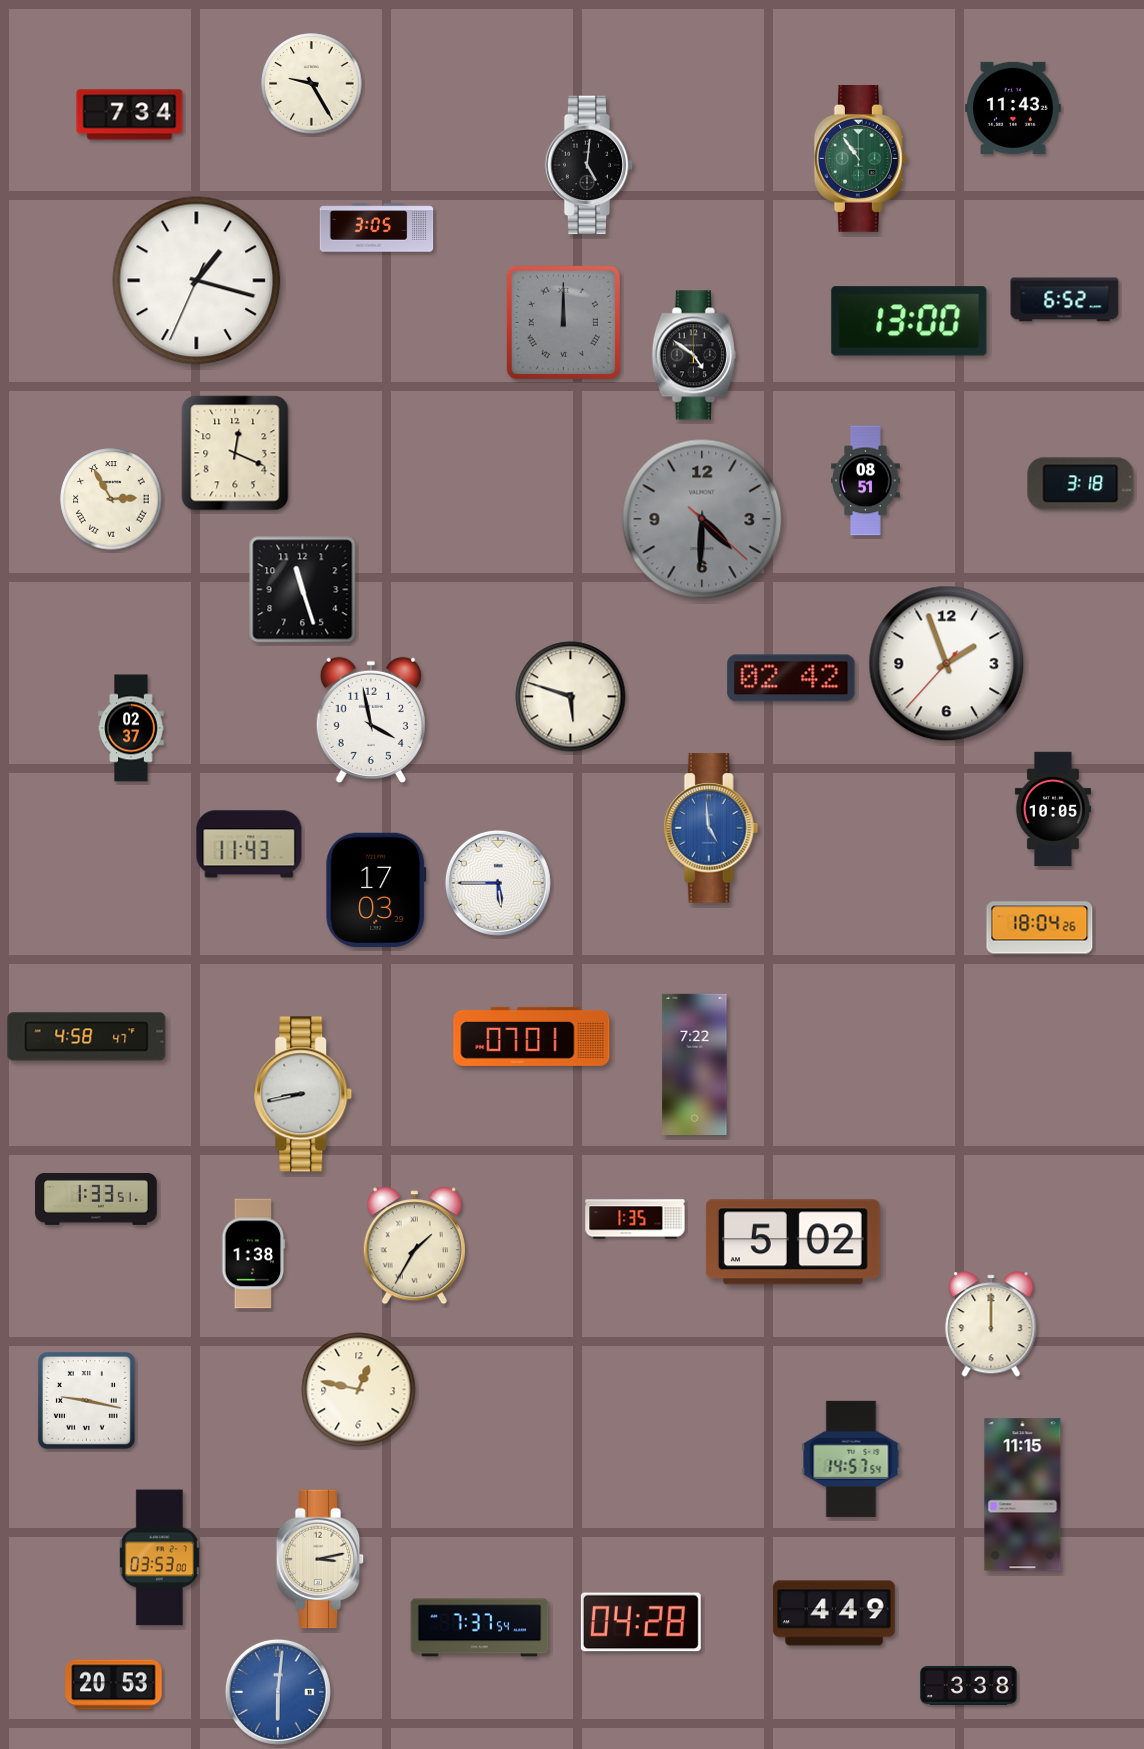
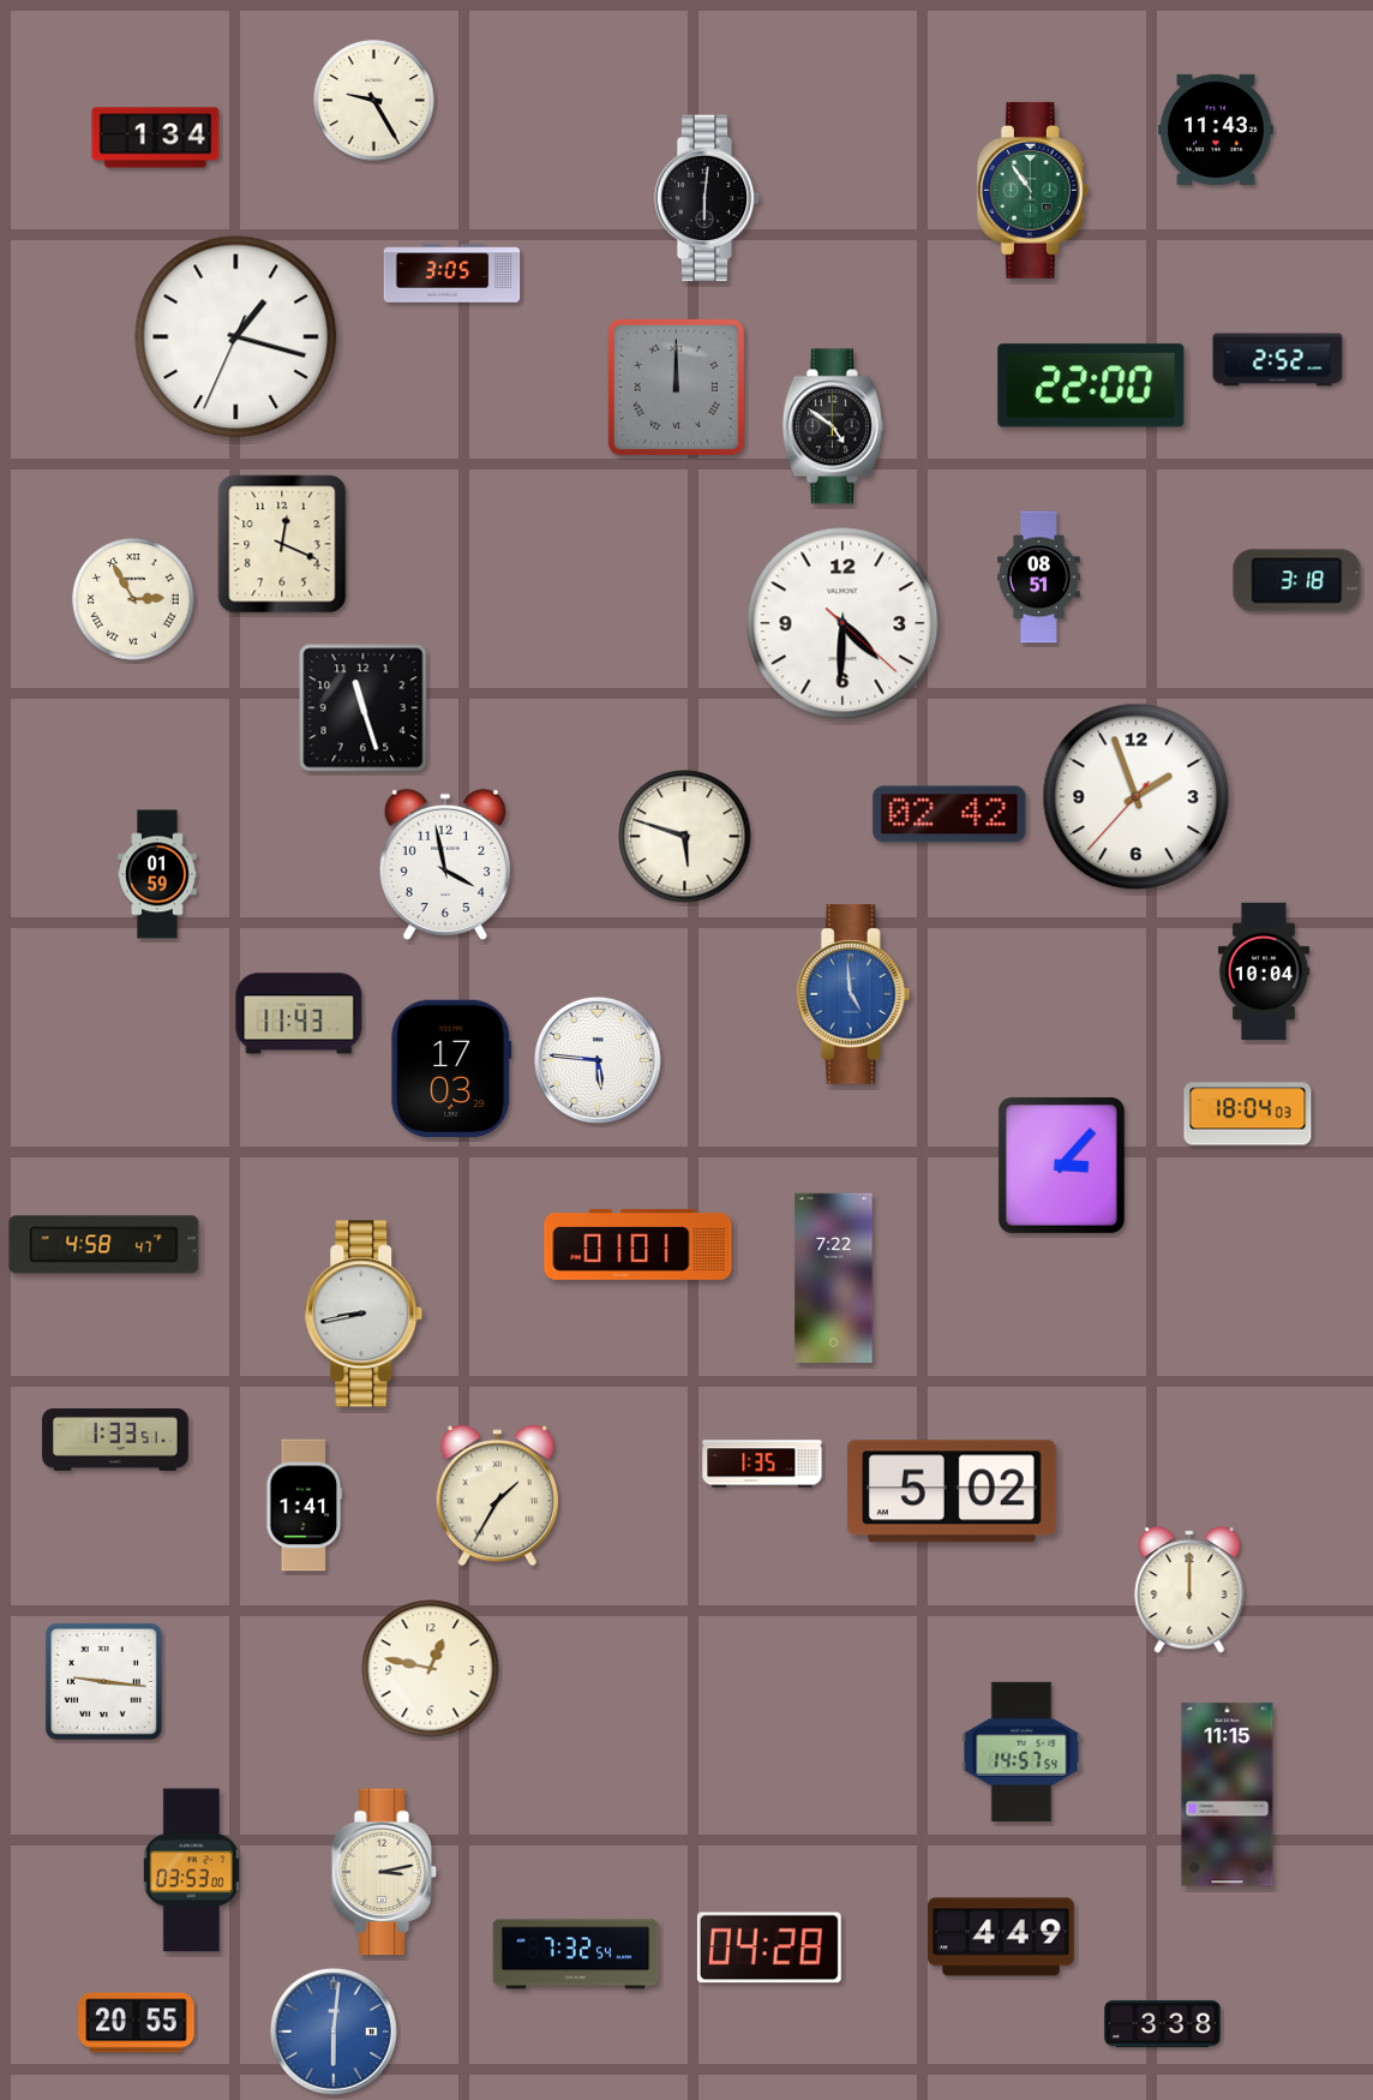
clock at (130, 115): 7:34 -> 1:34
clock at (589, 165): 5:01 -> 6:01
clock at (1065, 300): 6:52 -> 2:52
clock at (909, 321): 13:00 -> 22:00
clock at (702, 519) dial: grey -> white
clock at (131, 728): 02:37 -> 01:59
clock at (1053, 809): 10:05 -> 10:04
clock at (498, 883): 5:45 -> 5:46
clock at (1040, 928): 18:04:26 -> 18:04:03
clock at (1061, 1165): none -> 3:07
clock at (532, 1036): 07:01 -> 01:01
clock at (254, 1254): 1:38 -> 1:41
clock at (86, 1400): 9:17 -> 9:16
clock at (480, 1628): 7:37 -> 7:32
clock at (114, 1685): 20:53 -> 20:55
